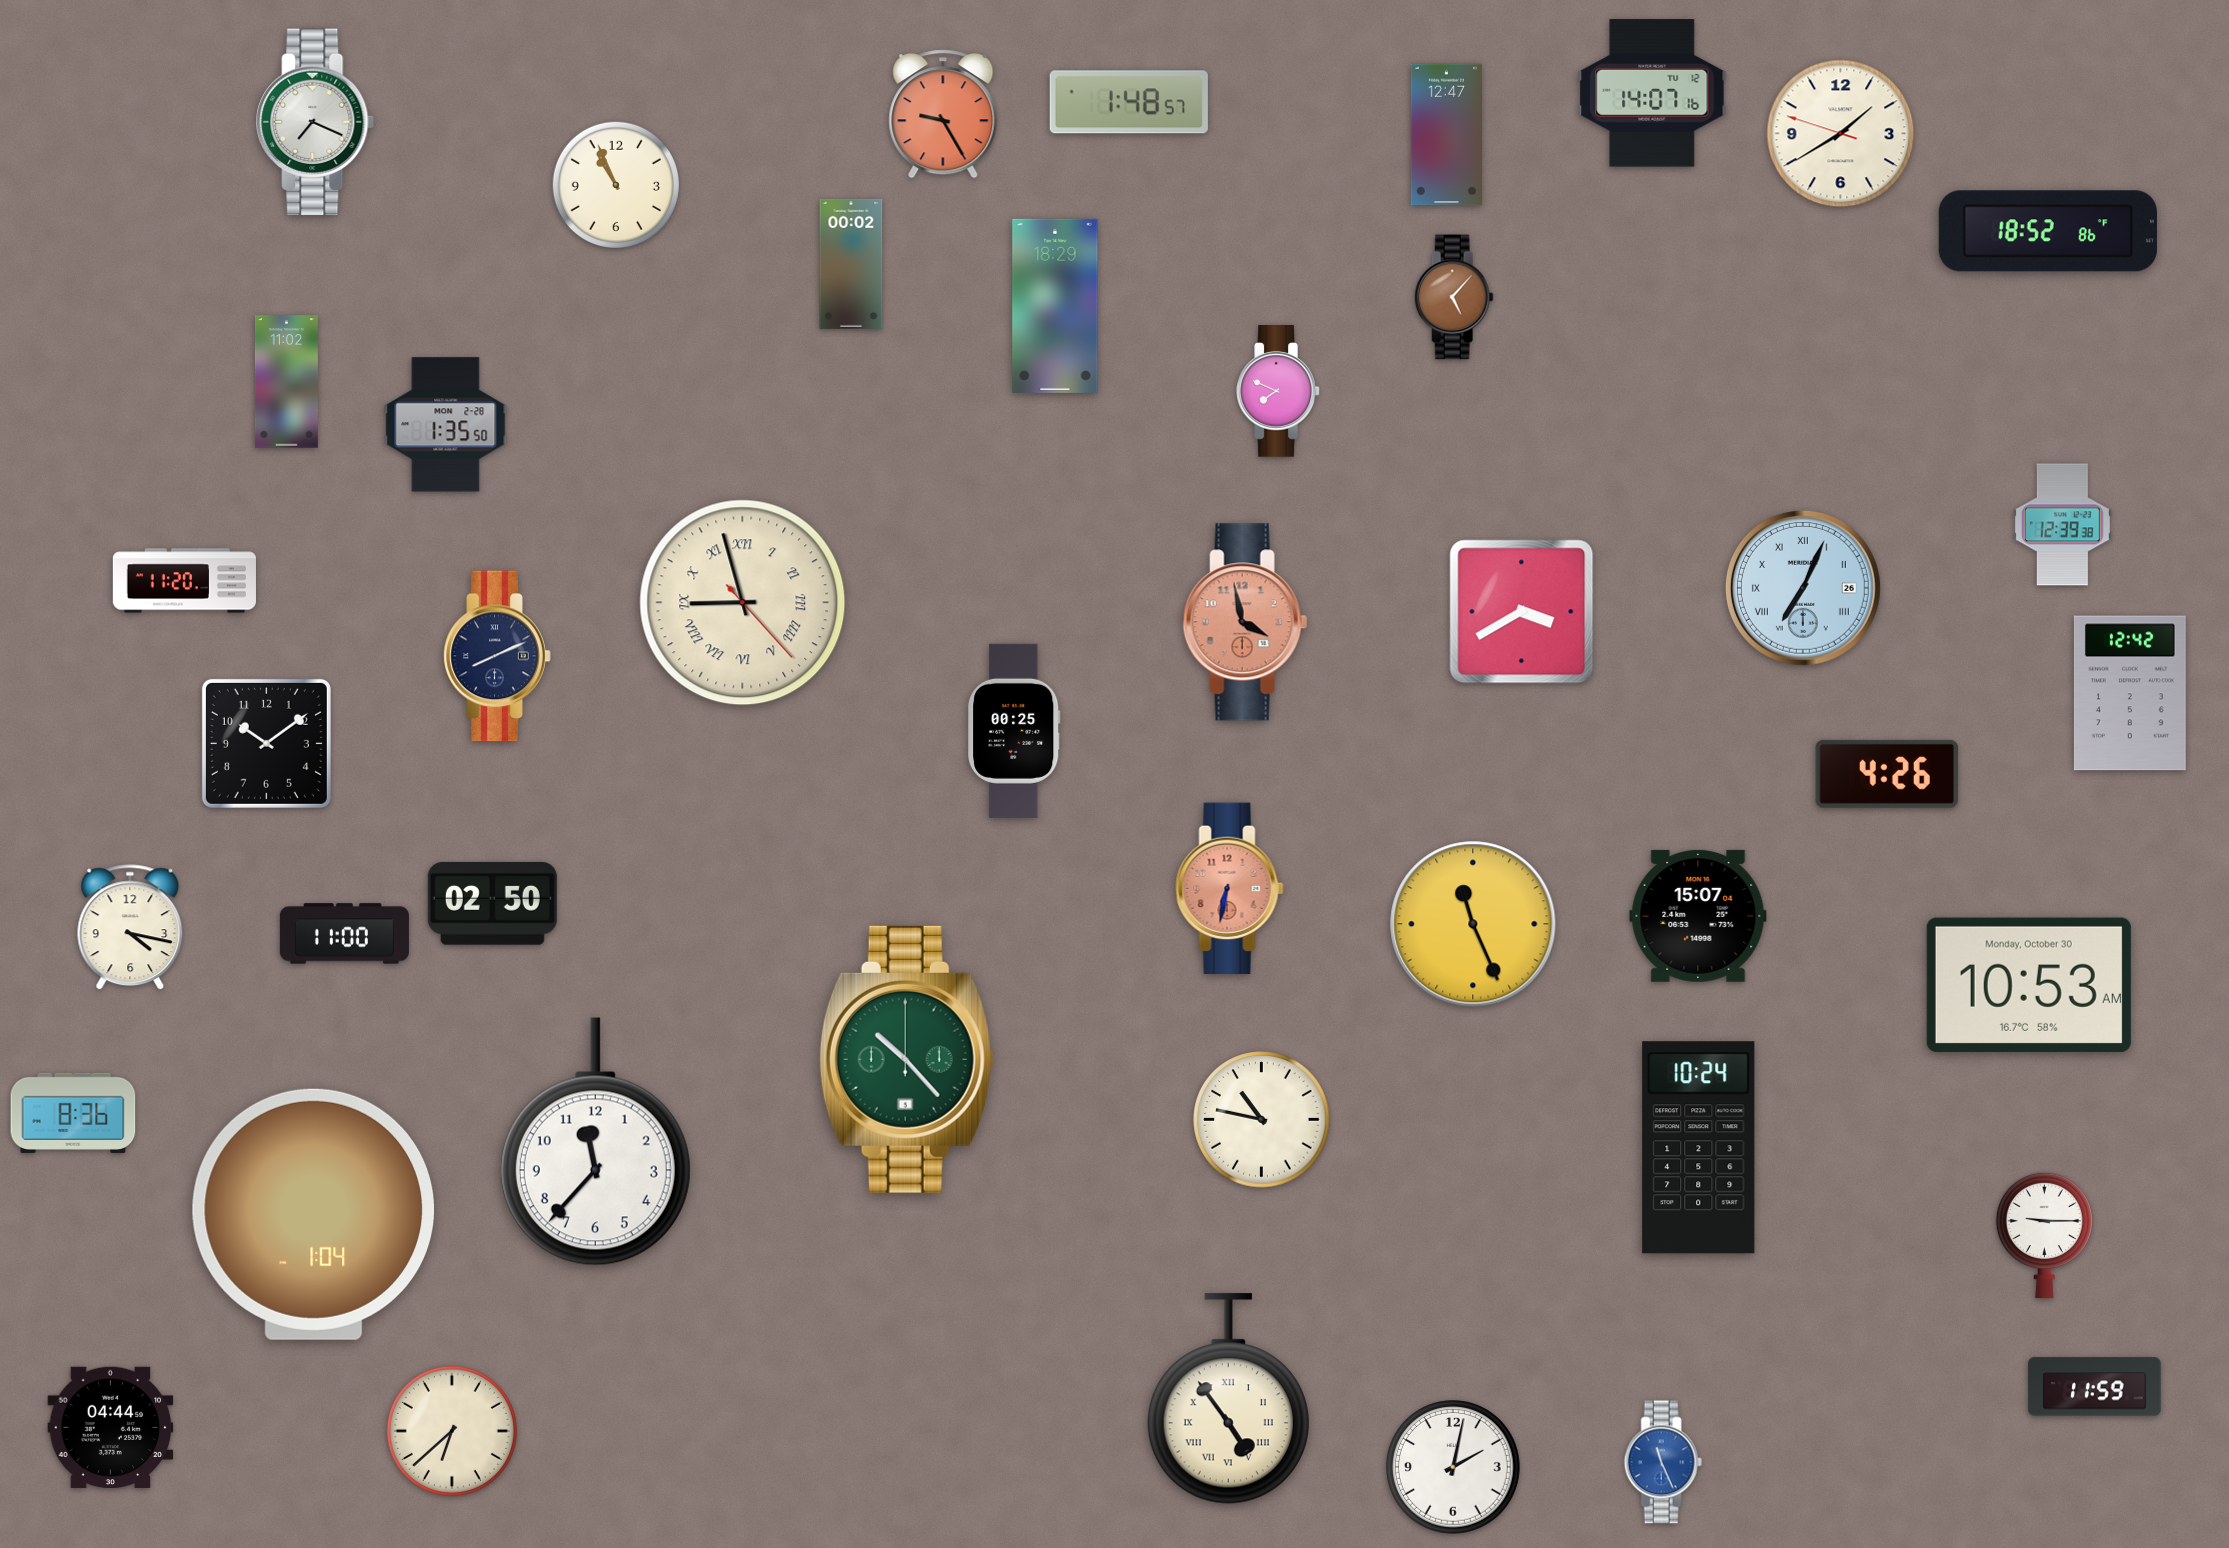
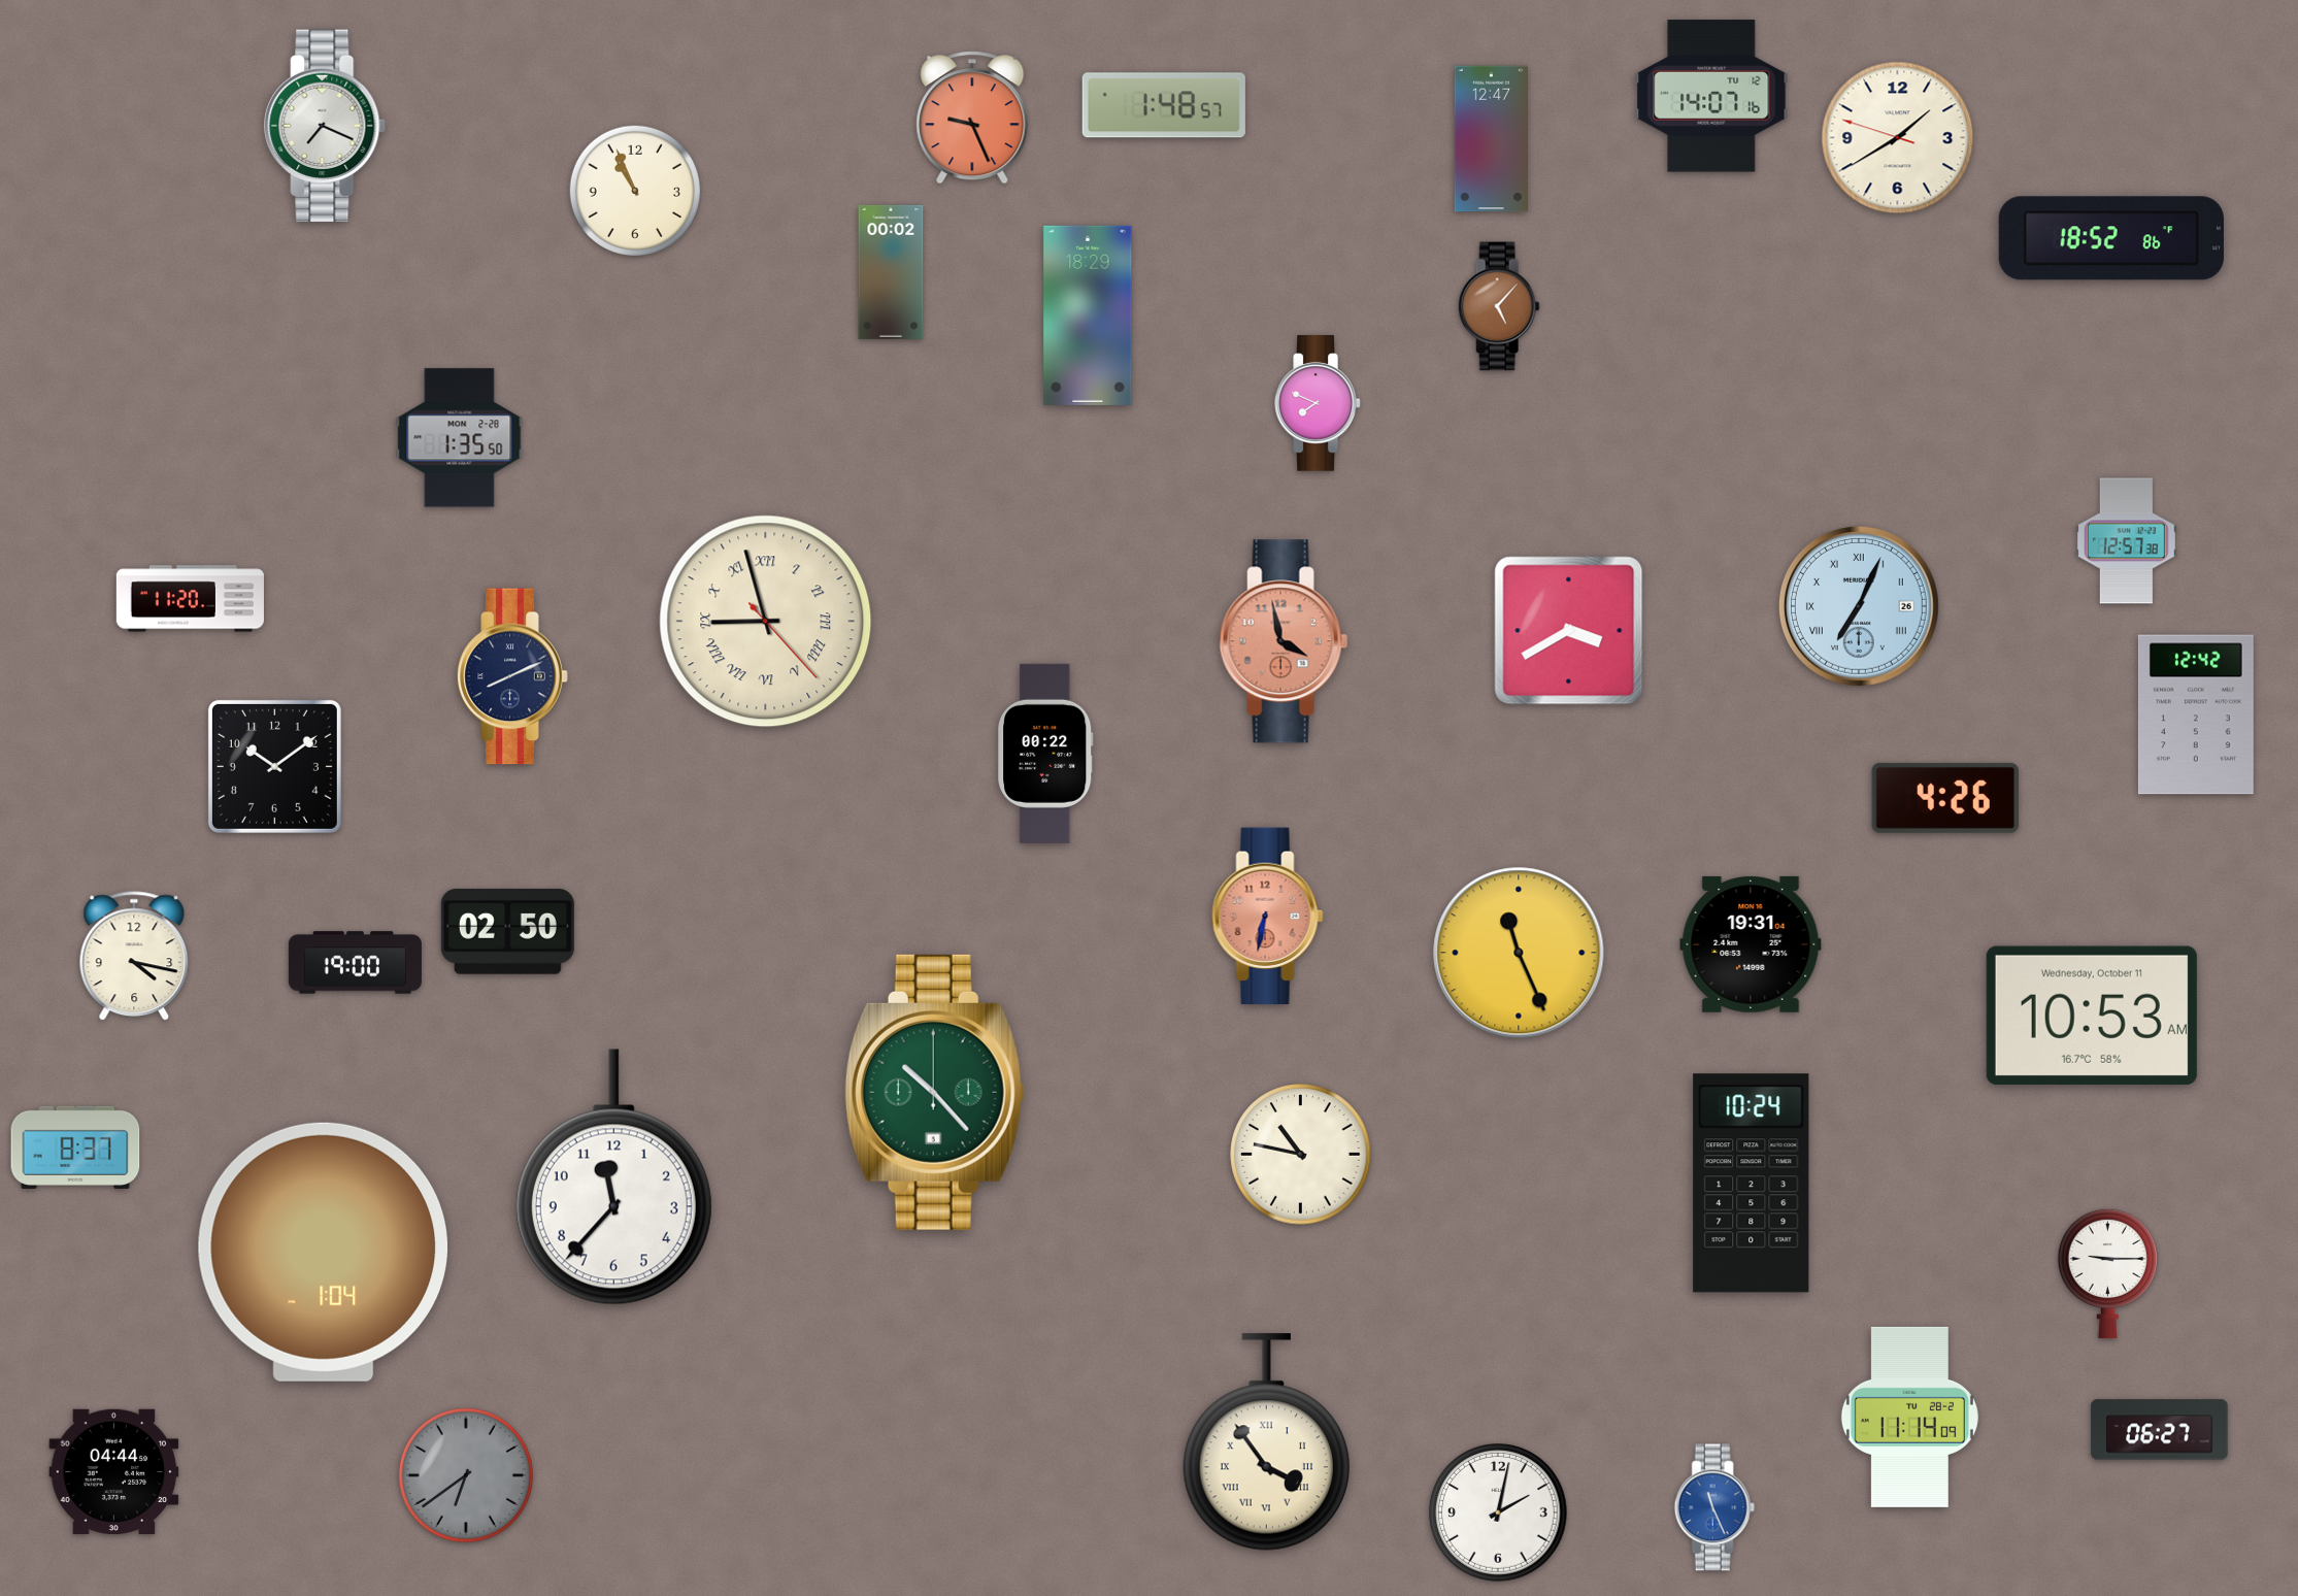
clock at (1652, 93) position: (1652, 93) -> (1711, 96)
clock at (943, 114): 9:25 -> 9:26
clock at (851, 264) position: (851, 264) -> (891, 272)
clock at (286, 382): 11:02 -> none
clock at (2062, 525): 12:39 -> 12:57
clock at (1014, 731): 00:25 -> 00:22
clock at (1698, 916): 15:07 -> 19:31
clock at (344, 934): 11:00 -> 19:00
clock at (2029, 985) date: Monday, October 30 -> Wednesday, October 11
clock at (73, 1113): 8:36 -> 8:37
clock at (1909, 1417): none -> 11:14
clock at (2095, 1387): 11:59 -> 06:27
clock at (1228, 1399): 4:54 -> 3:54
clock at (452, 1431): 6:38 -> 6:39
clock at (452, 1431) dial: cream -> grey
